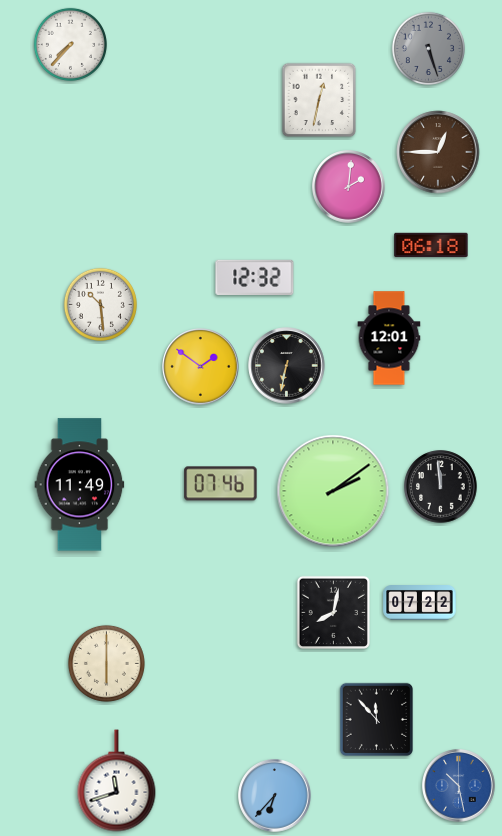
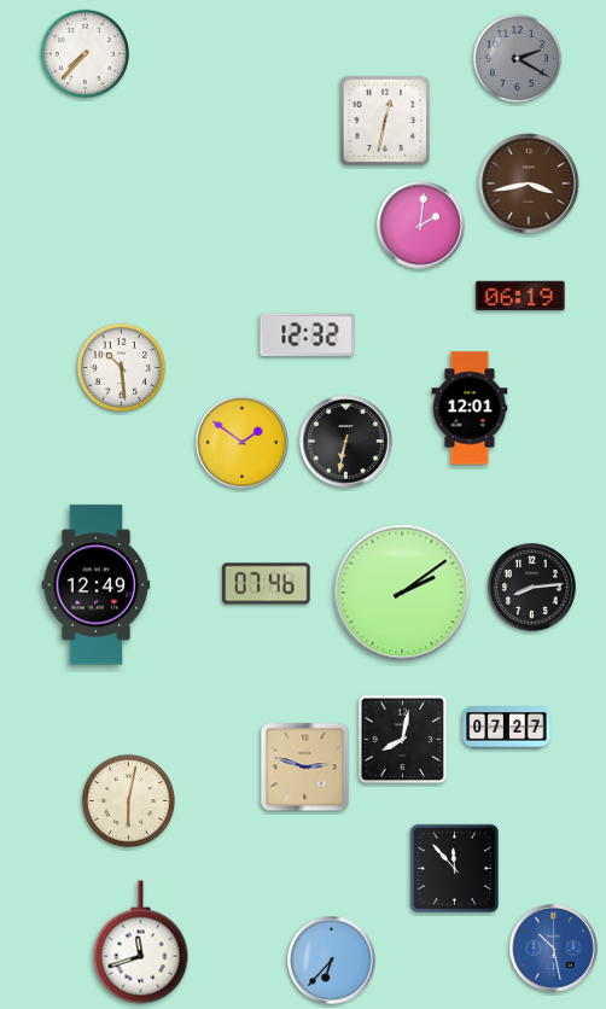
clock at (428, 48): 5:27 -> 2:20
clock at (438, 152): 12:45 -> 3:43
clock at (431, 245): 06:18 -> 06:19
clock at (80, 485): 11:49 -> 12:49
clock at (441, 487): 11:59 -> 8:14
clock at (420, 603): 07:22 -> 07:27
clock at (305, 768): none -> 2:48
clock at (106, 663): 6:00 -> 6:02
